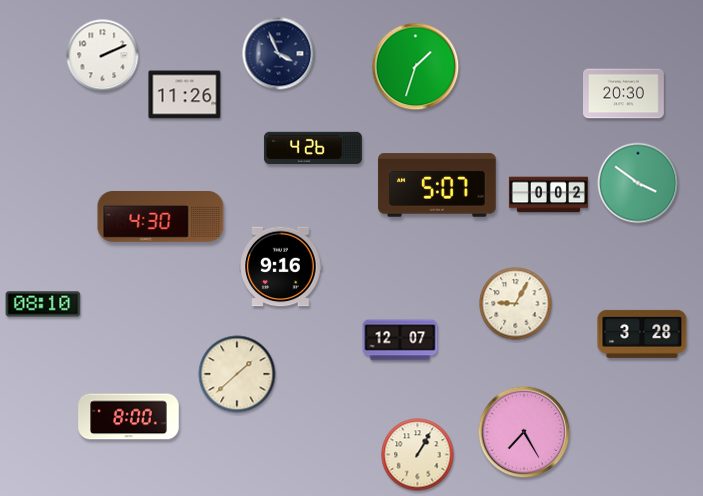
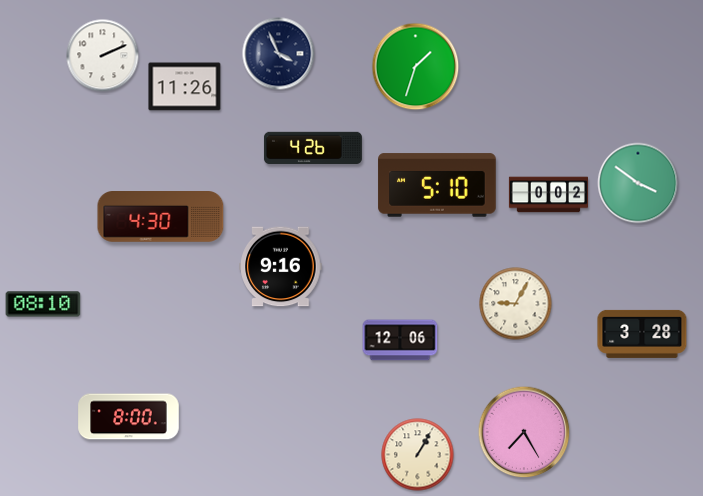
clock at (624, 94): 20:30 -> none
clock at (185, 95) position: (185, 95) -> (185, 87)
clock at (437, 185): 5:07 -> 5:10
clock at (400, 340): 12:07 -> 12:06
clock at (237, 374): 1:38 -> none
